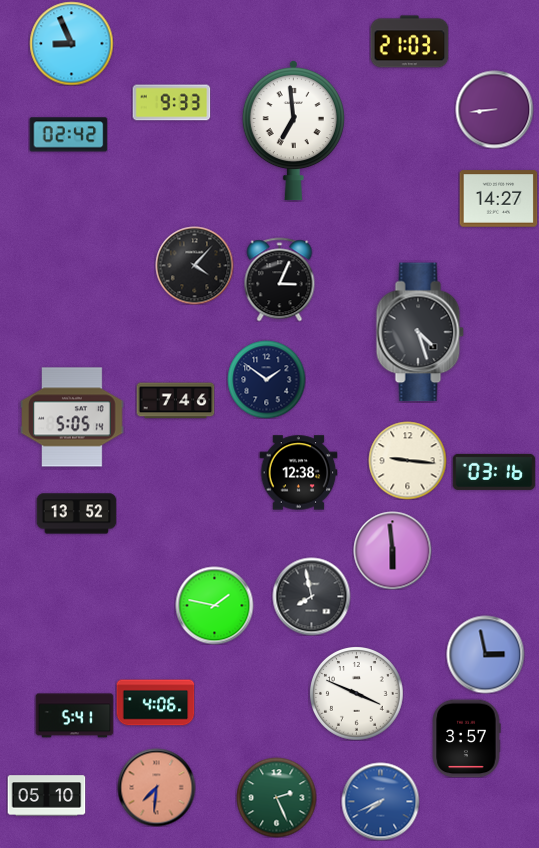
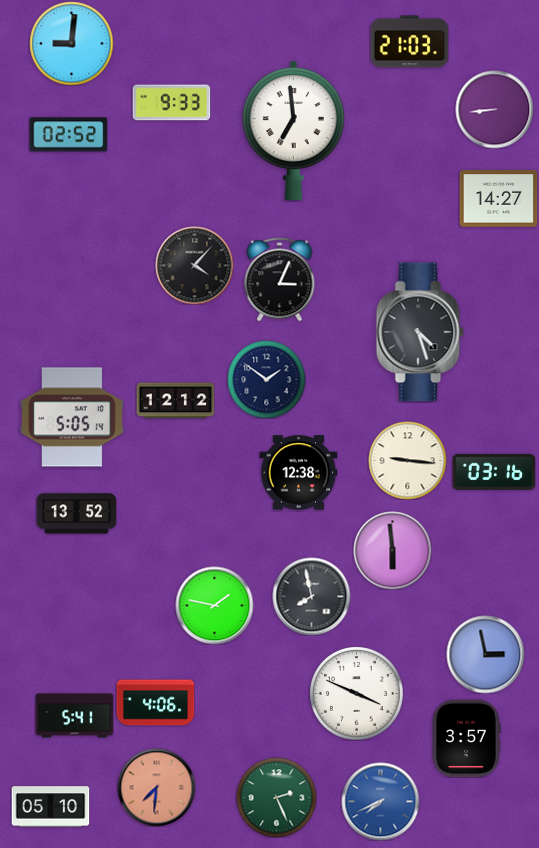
clock at (71, 43): 8:56 -> 9:01
clock at (68, 135): 02:42 -> 02:52
clock at (175, 401): 7:46 -> 12:12
clock at (46, 796) position: (46, 796) -> (50, 807)
